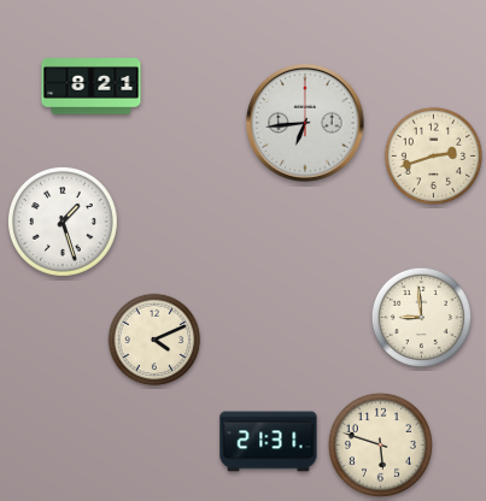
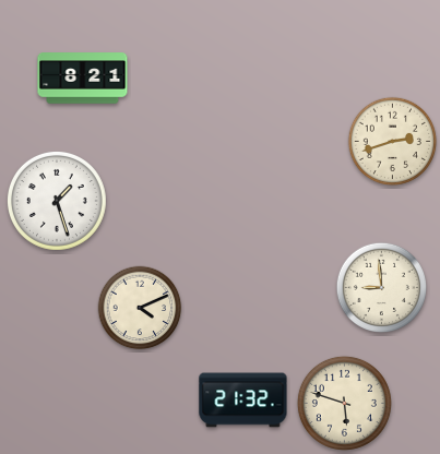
clock at (305, 123): 6:44 -> none
clock at (269, 442): 21:31 -> 21:32
